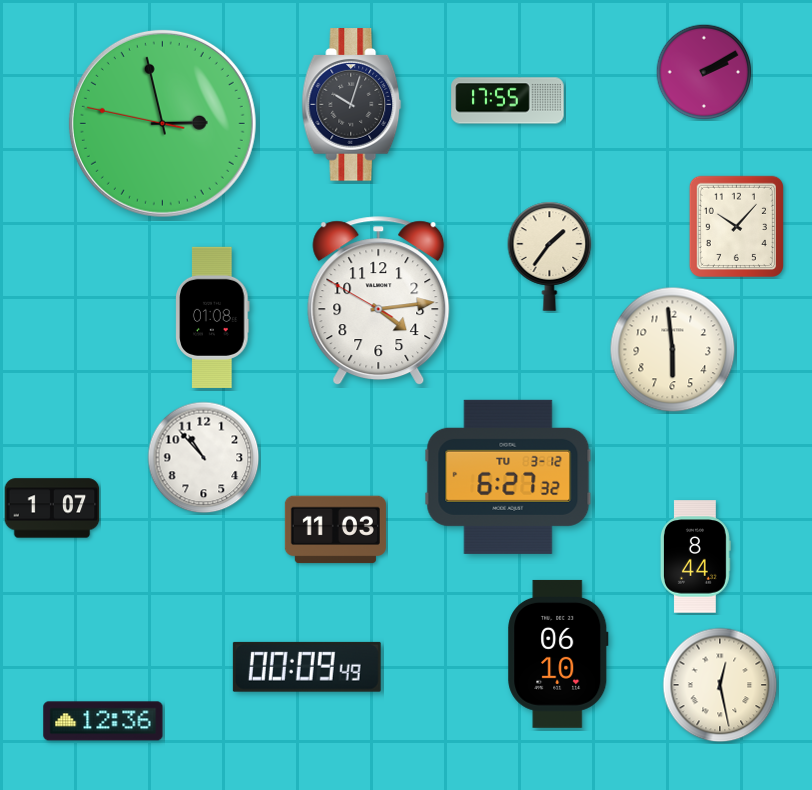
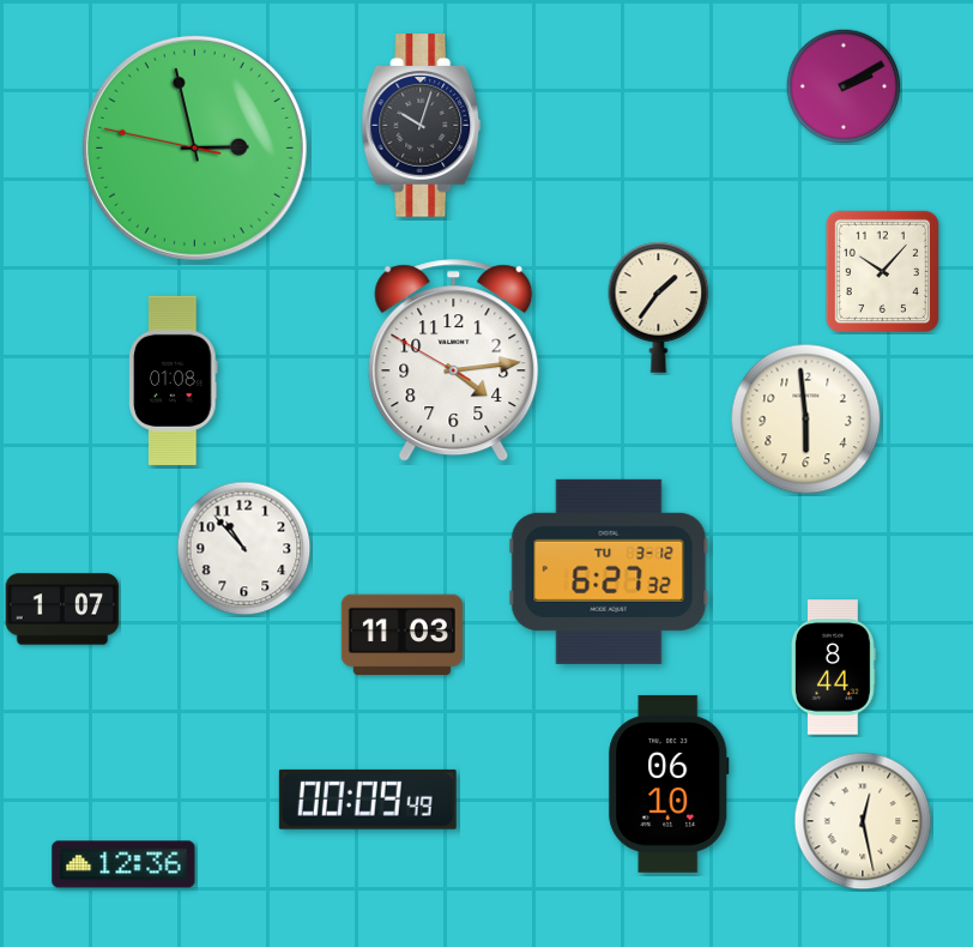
clock at (508, 101): 17:55 -> none
clock at (213, 317) position: (213, 317) -> (174, 380)
